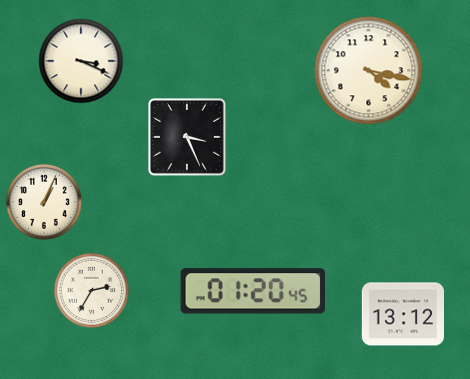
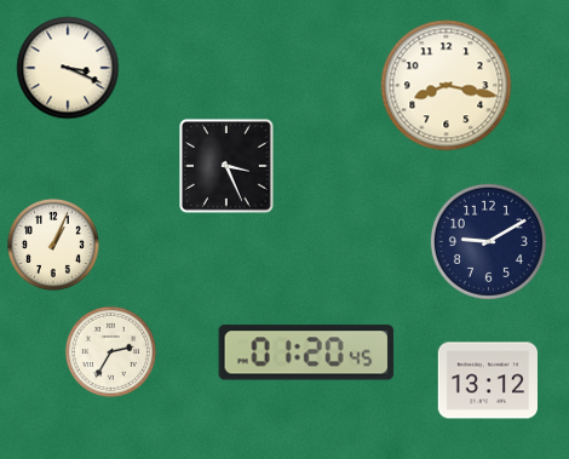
clock at (81, 61) position: (81, 61) -> (68, 68)
clock at (369, 71): 4:17 -> 8:17
clock at (488, 241): none -> 9:10
